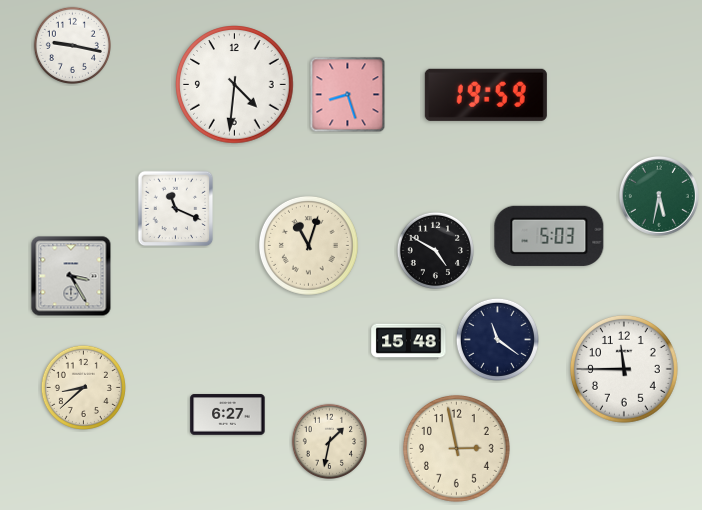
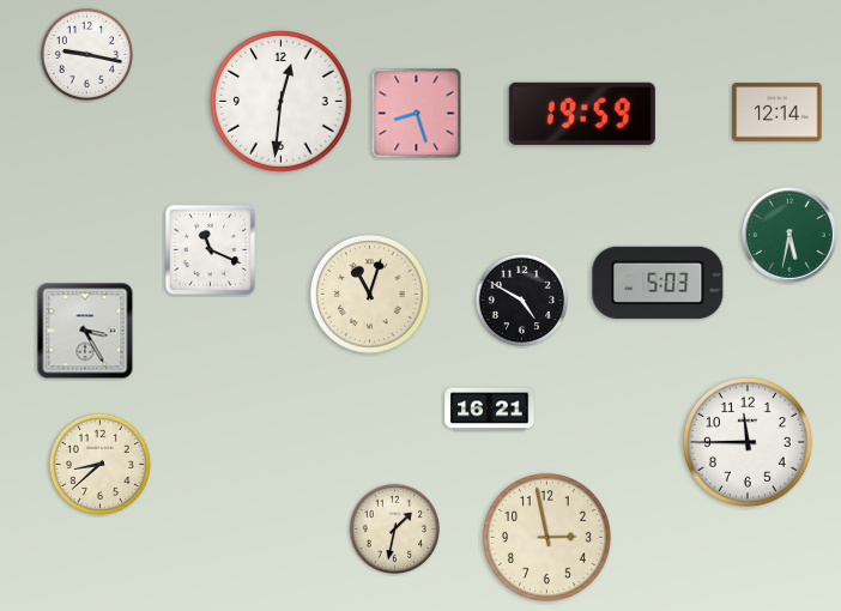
clock at (235, 85): 4:31 -> 12:31
clock at (778, 113): none -> 12:14
clock at (497, 339): 11:21 -> none
clock at (409, 342): 15:48 -> 16:21
clock at (228, 415): 6:27 -> none
